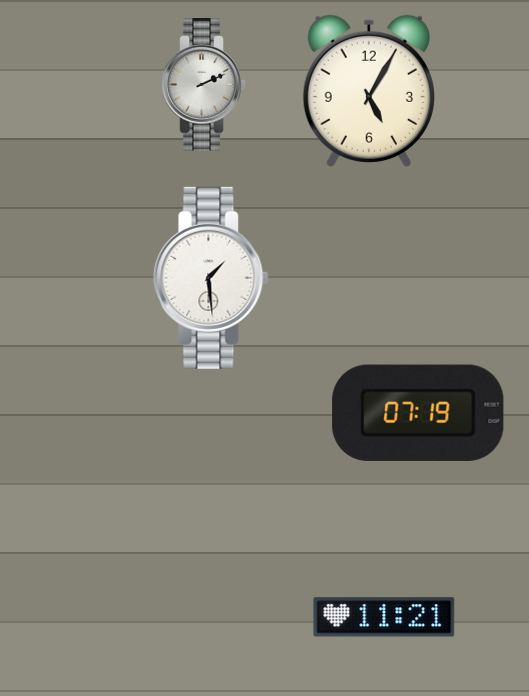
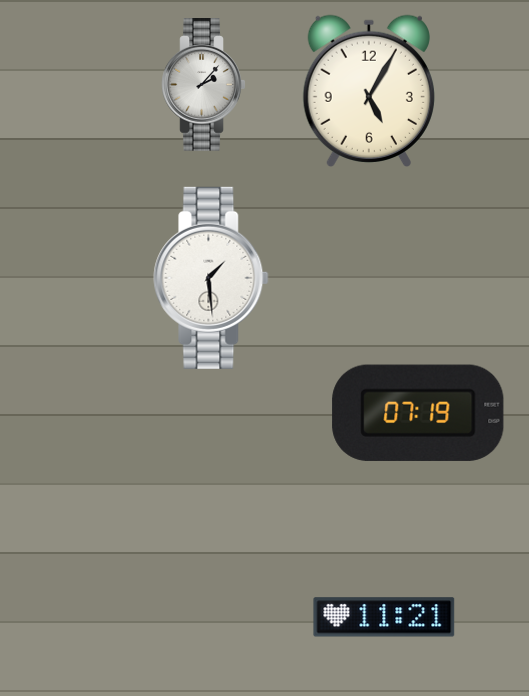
clock at (204, 85): 2:11 -> 2:07
